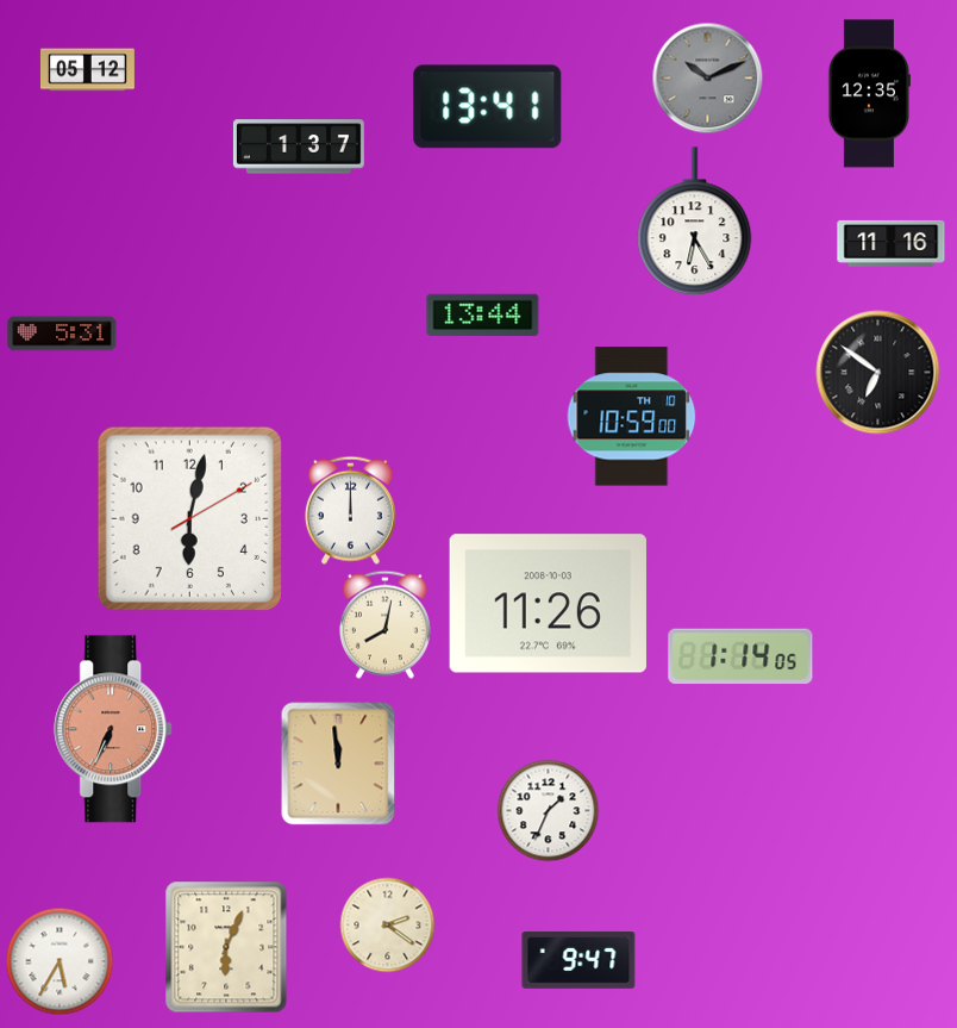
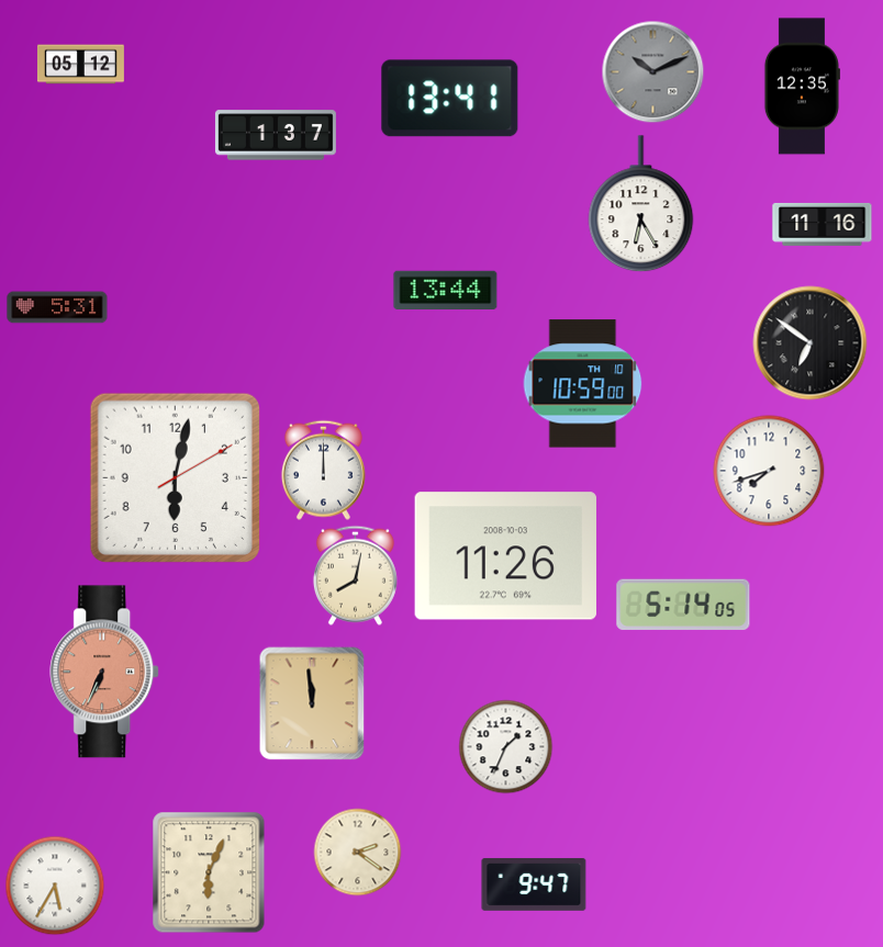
clock at (769, 471): none -> 7:42
clock at (740, 656): 1:14 -> 5:14
